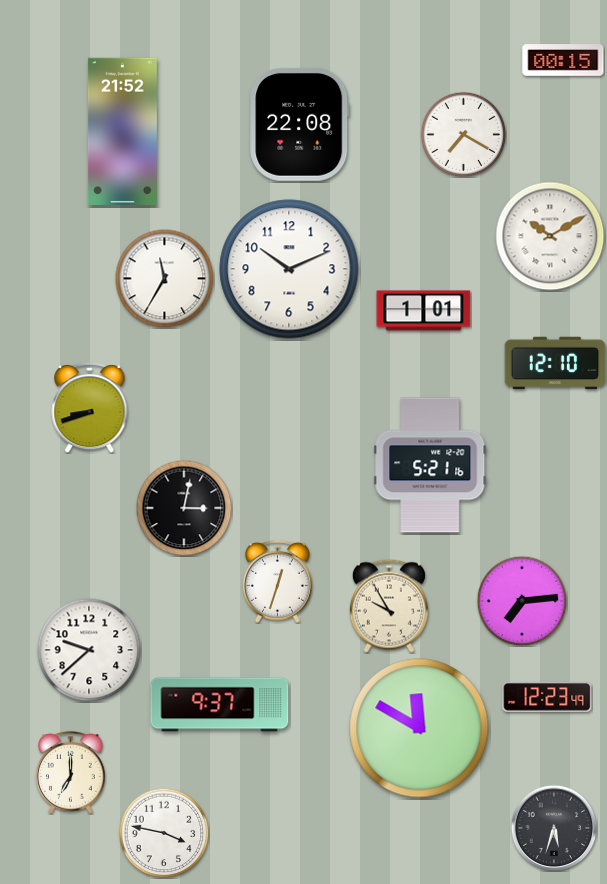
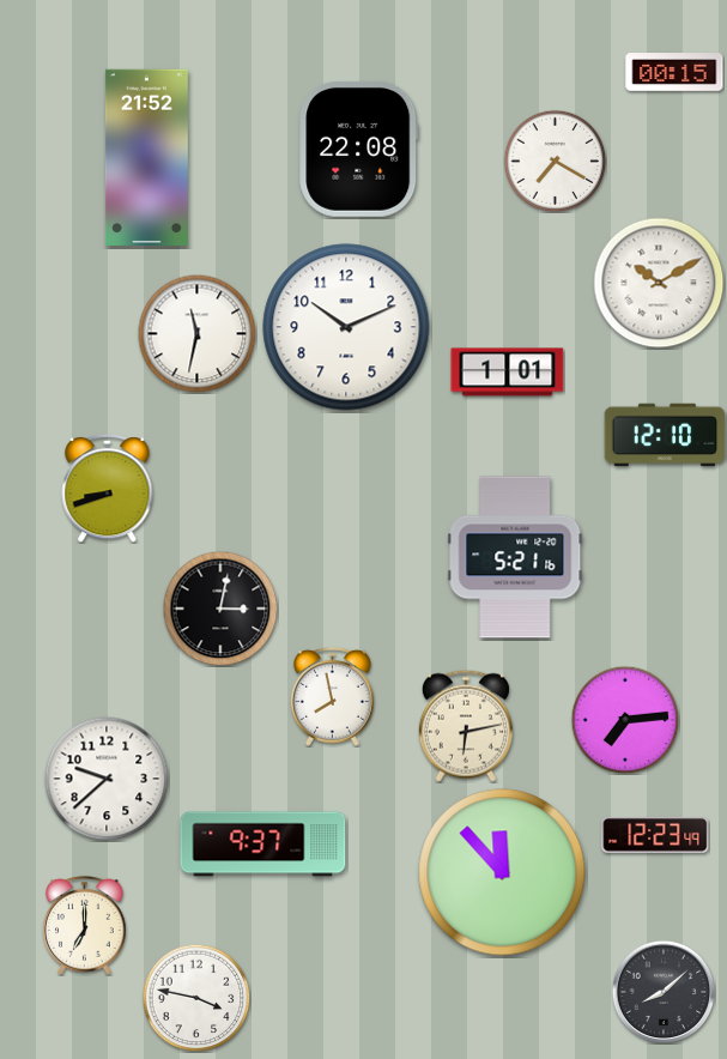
clock at (289, 269) position: (289, 269) -> (346, 327)
clock at (165, 279): 11:35 -> 11:32
clock at (278, 581): 12:33 -> 7:58
clock at (389, 606): 9:55 -> 6:13
clock at (419, 728): 11:50 -> 11:53
clock at (554, 828): 5:33 -> 8:08
